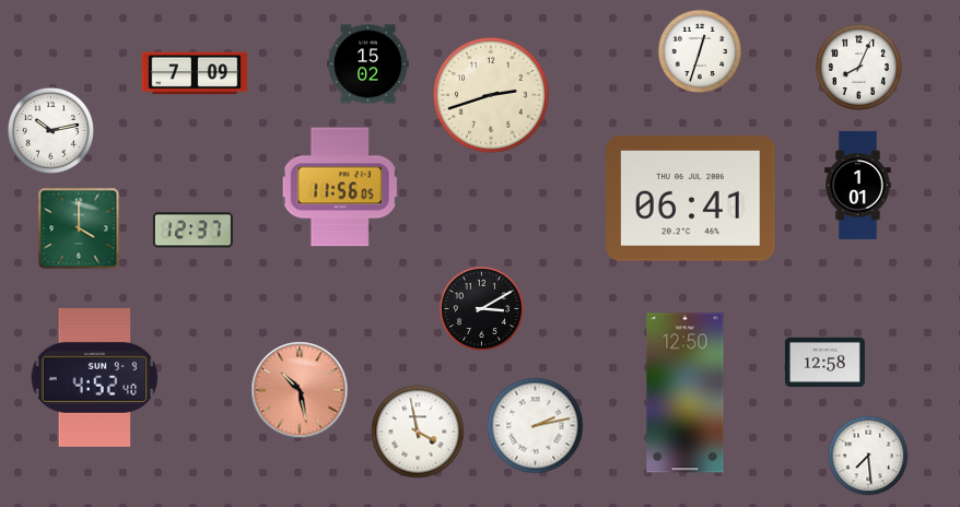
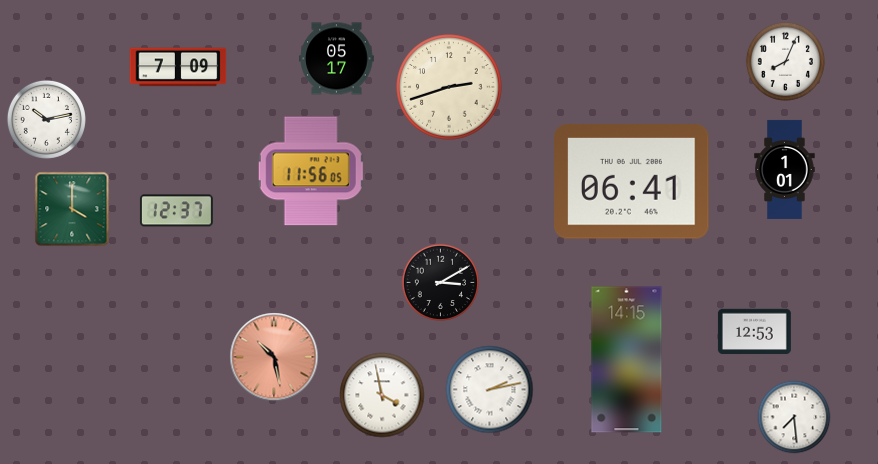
clock at (700, 51): 12:33 -> none
clock at (368, 64): 15:02 -> 05:17
clock at (824, 363): 12:58 -> 12:53
clock at (95, 377): 4:52 -> none
clock at (686, 393): 12:50 -> 14:15
